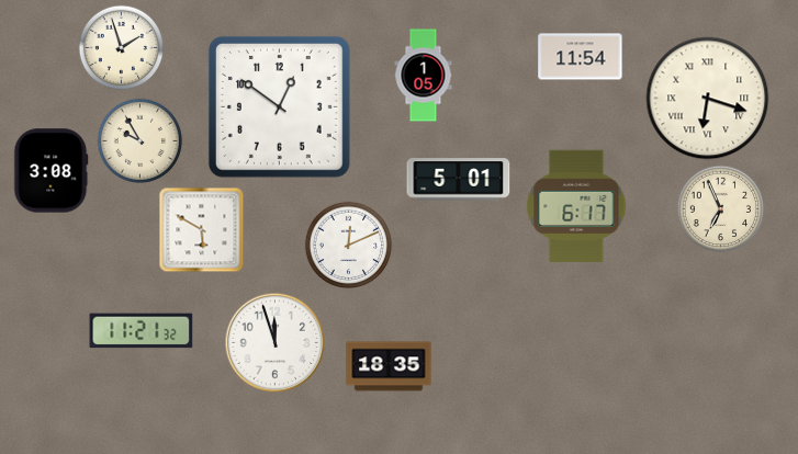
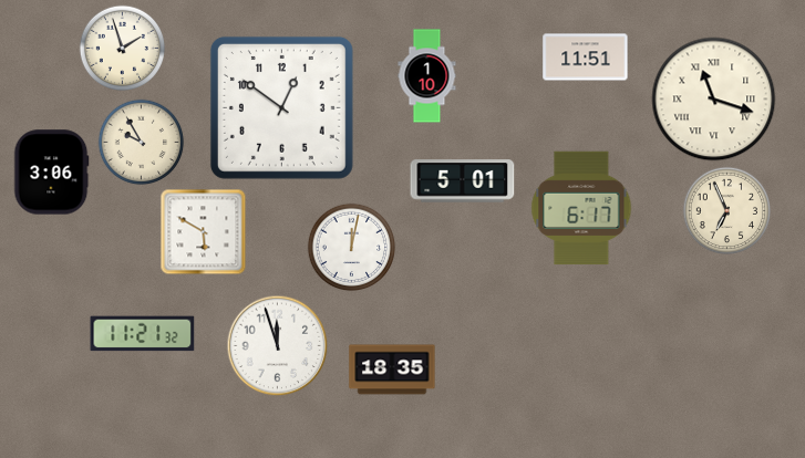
clock at (581, 57): 11:54 -> 11:51
clock at (424, 76): 1:05 -> 1:10
clock at (708, 99): 6:18 -> 11:18
clock at (50, 171): 3:08 -> 3:06
clock at (348, 245): 12:11 -> 12:02
